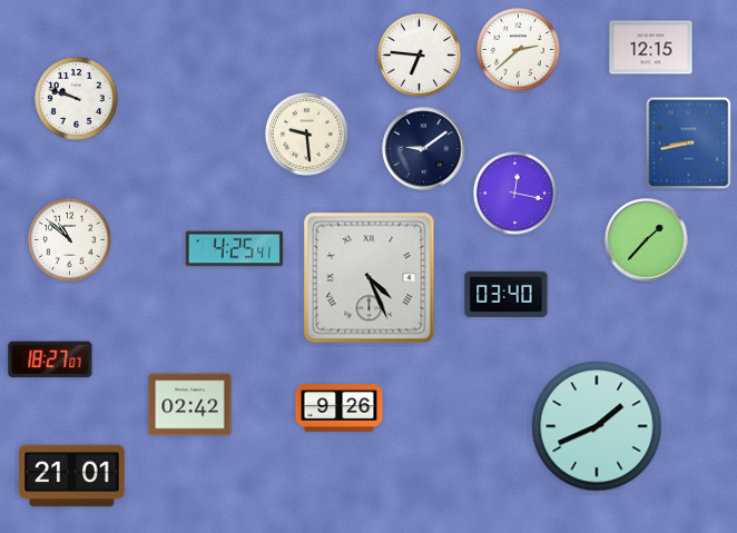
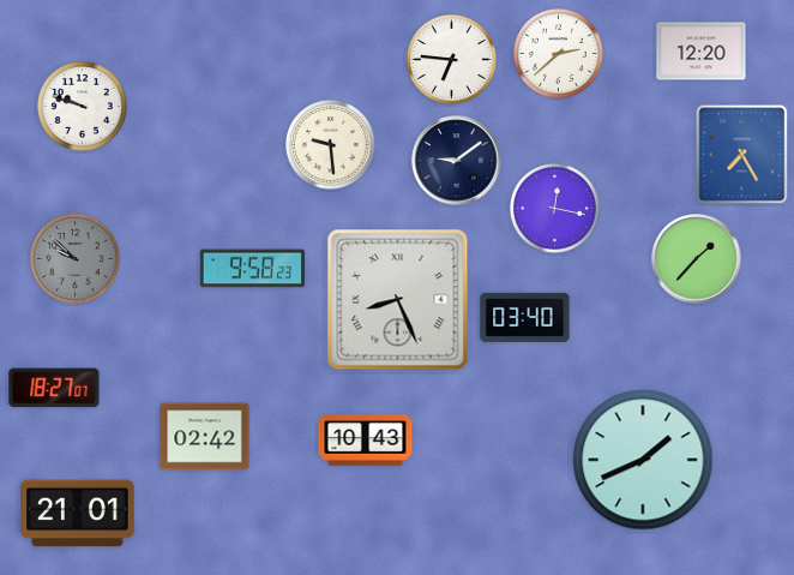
clock at (651, 48): 12:15 -> 12:20
clock at (689, 144): 8:43 -> 7:25
clock at (69, 239): 10:52 -> 9:52
clock at (69, 239) dial: white -> grey
clock at (235, 249): 4:25 -> 9:58
clock at (370, 278): 4:26 -> 8:26
clock at (507, 294) position: (507, 294) -> (525, 317)
clock at (340, 408): 9:26 -> 10:43
